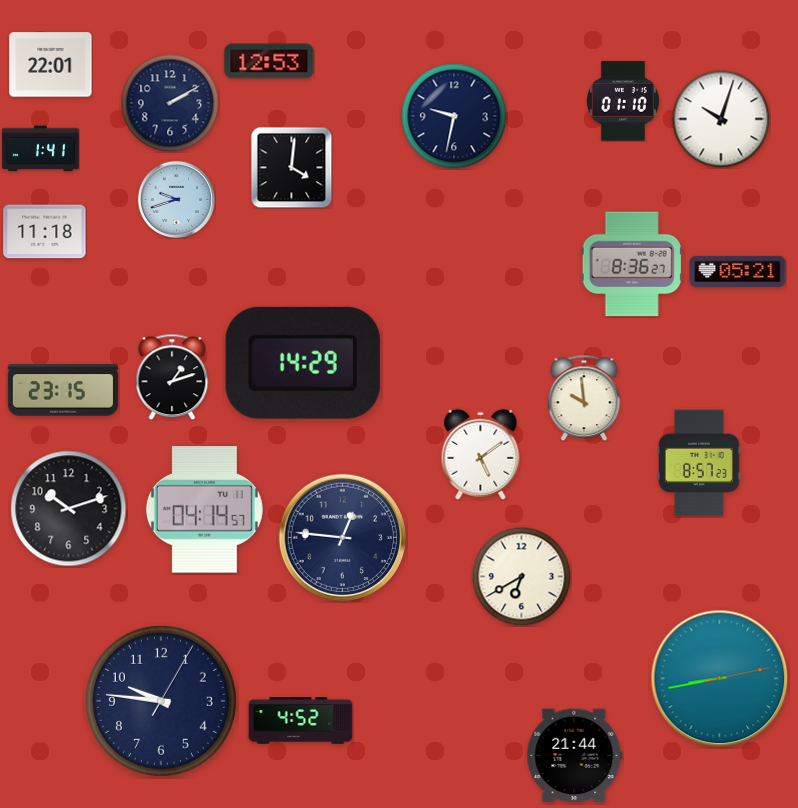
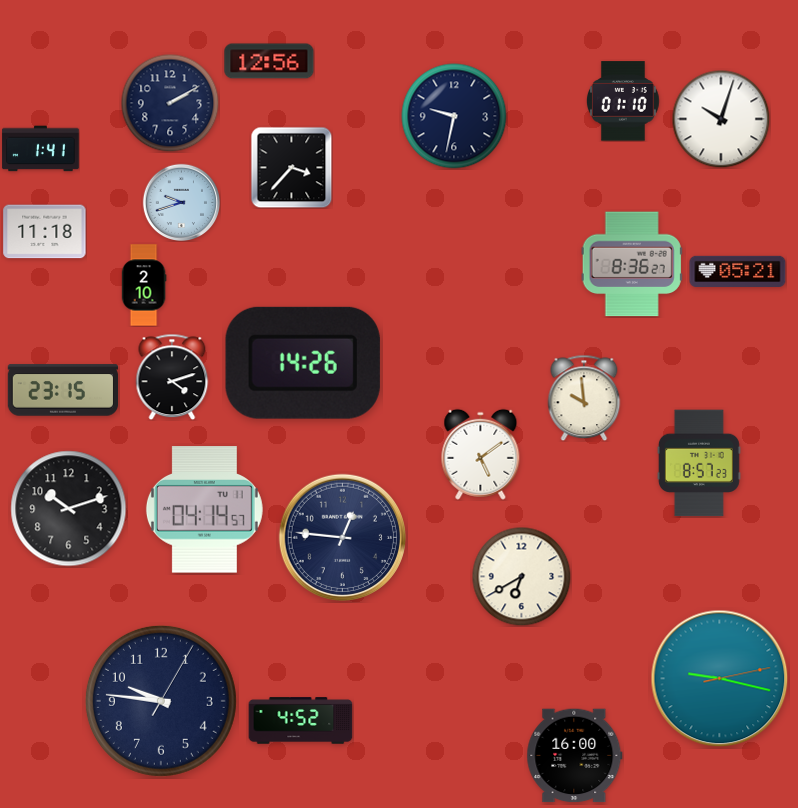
clock at (269, 61): 12:53 -> 12:56
clock at (51, 65): 22:01 -> none
clock at (291, 167): 4:01 -> 3:37
clock at (176, 199) position: (176, 199) -> (181, 202)
clock at (144, 285): none -> 2:10
clock at (303, 363): 14:29 -> 14:26
clock at (172, 377): 1:12 -> 4:12
clock at (720, 679): 8:43 -> 9:17
clock at (575, 756): 21:44 -> 16:00
